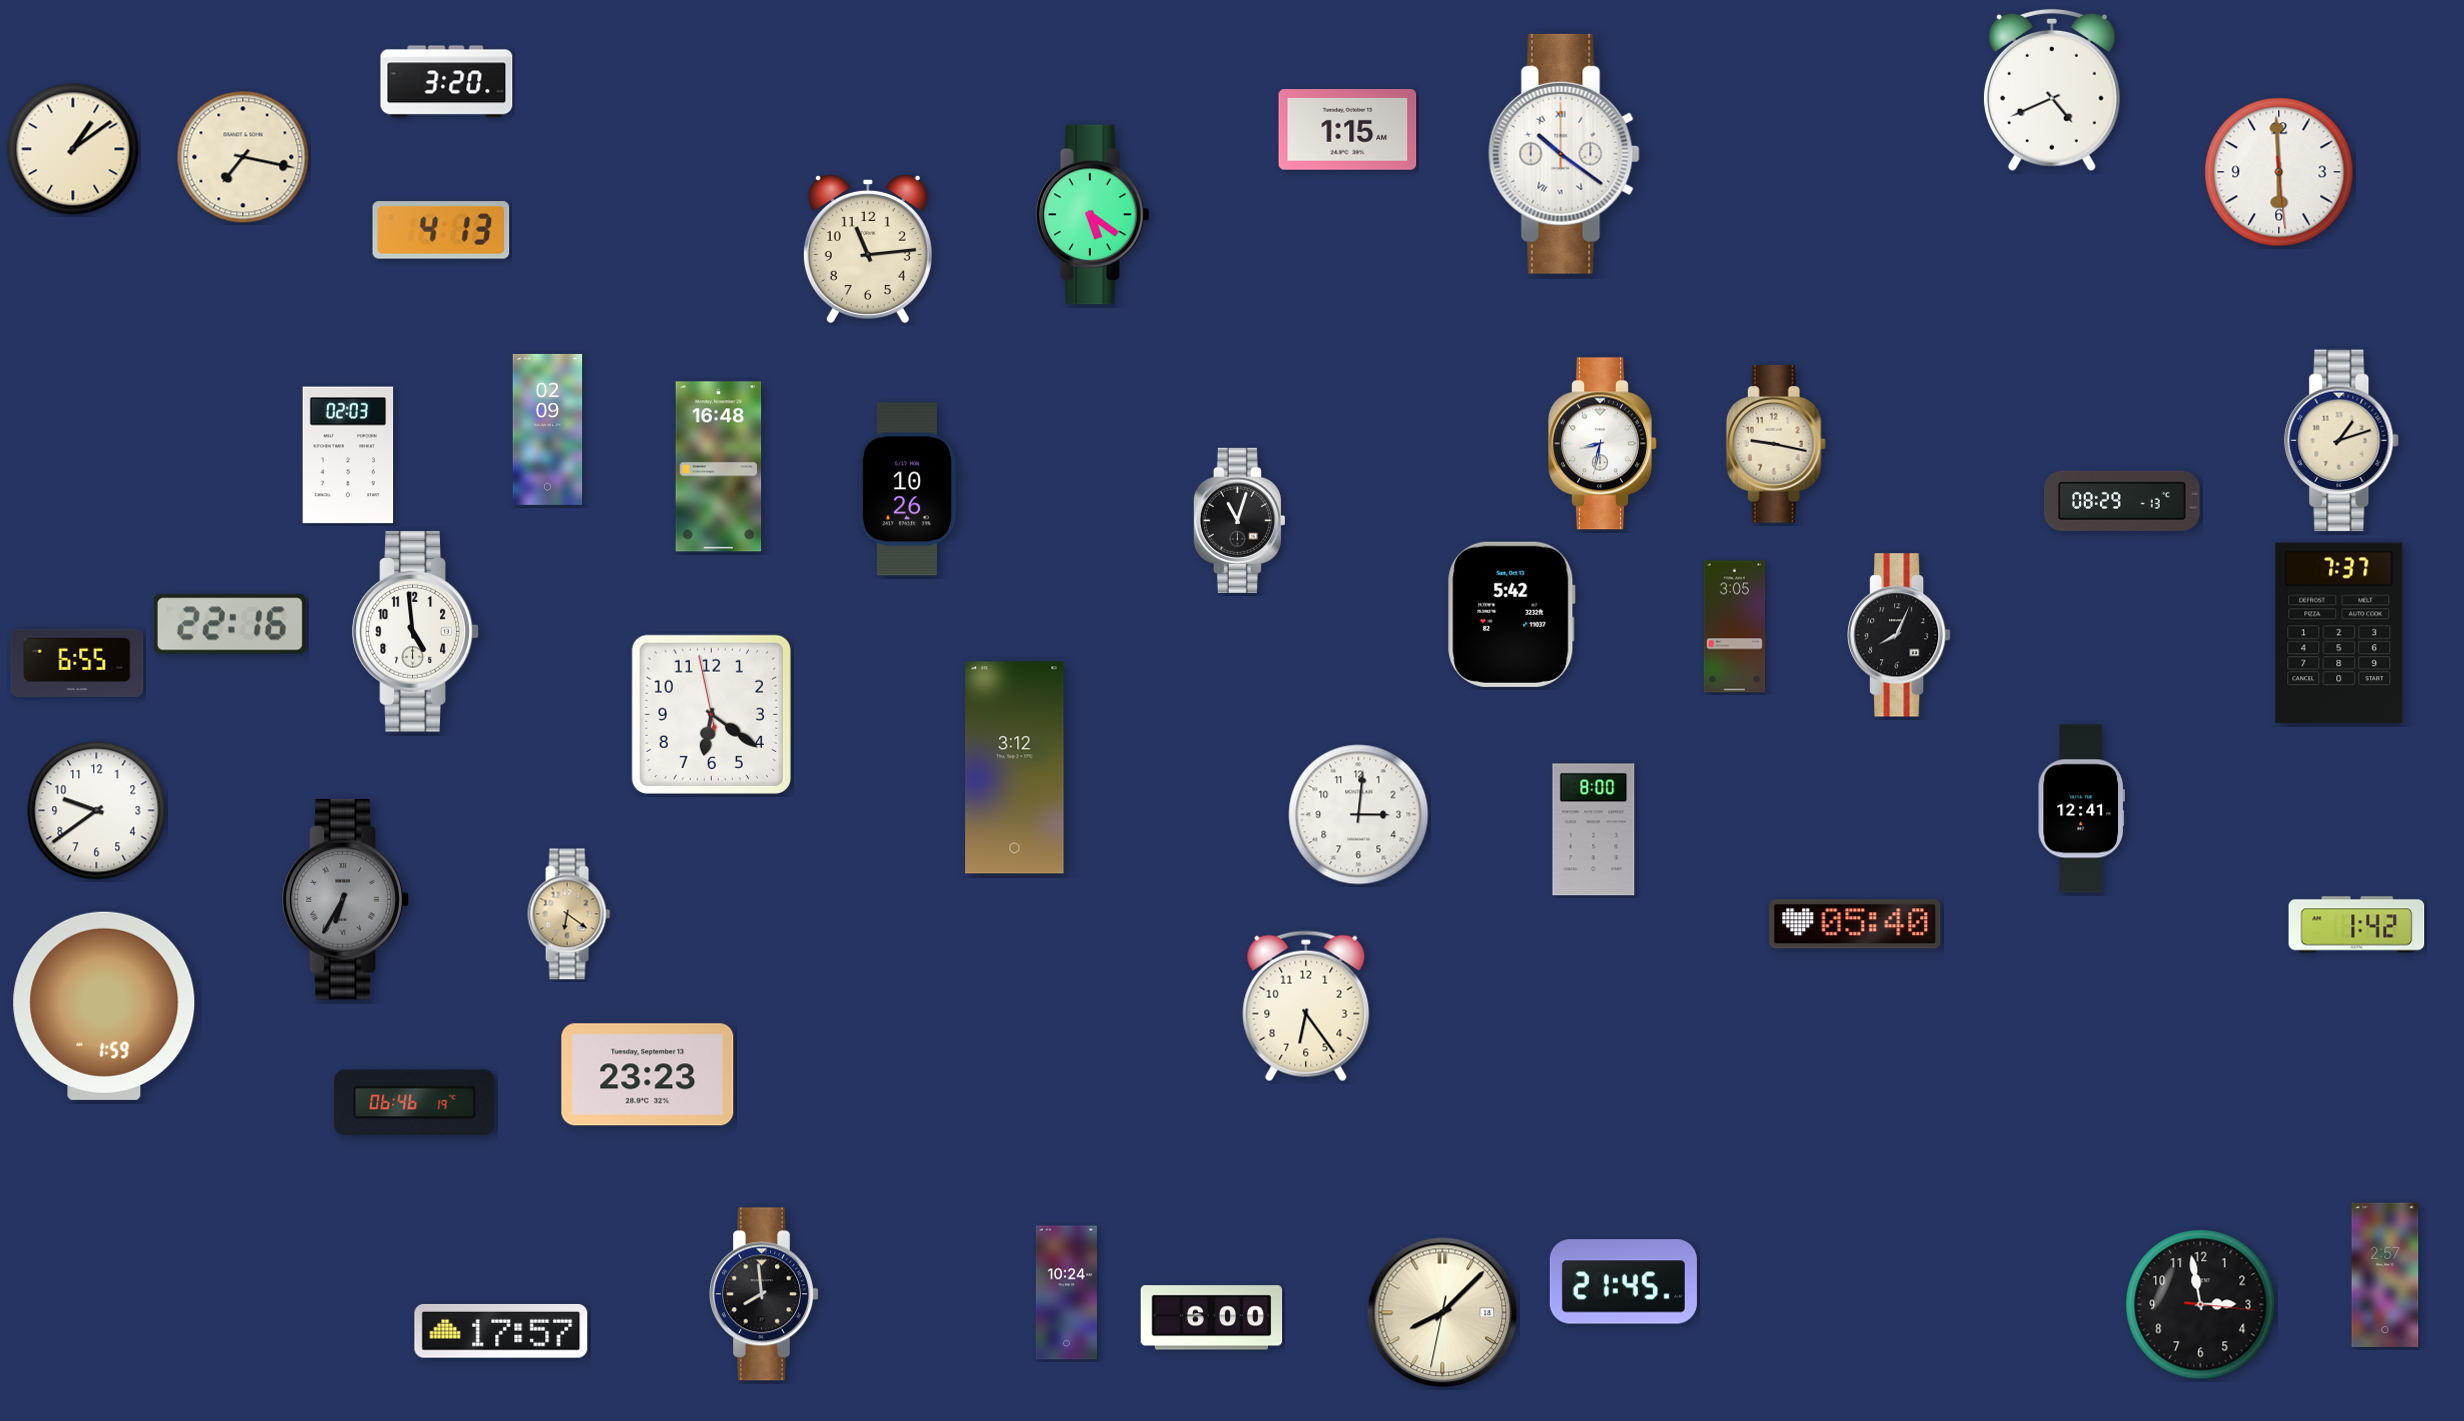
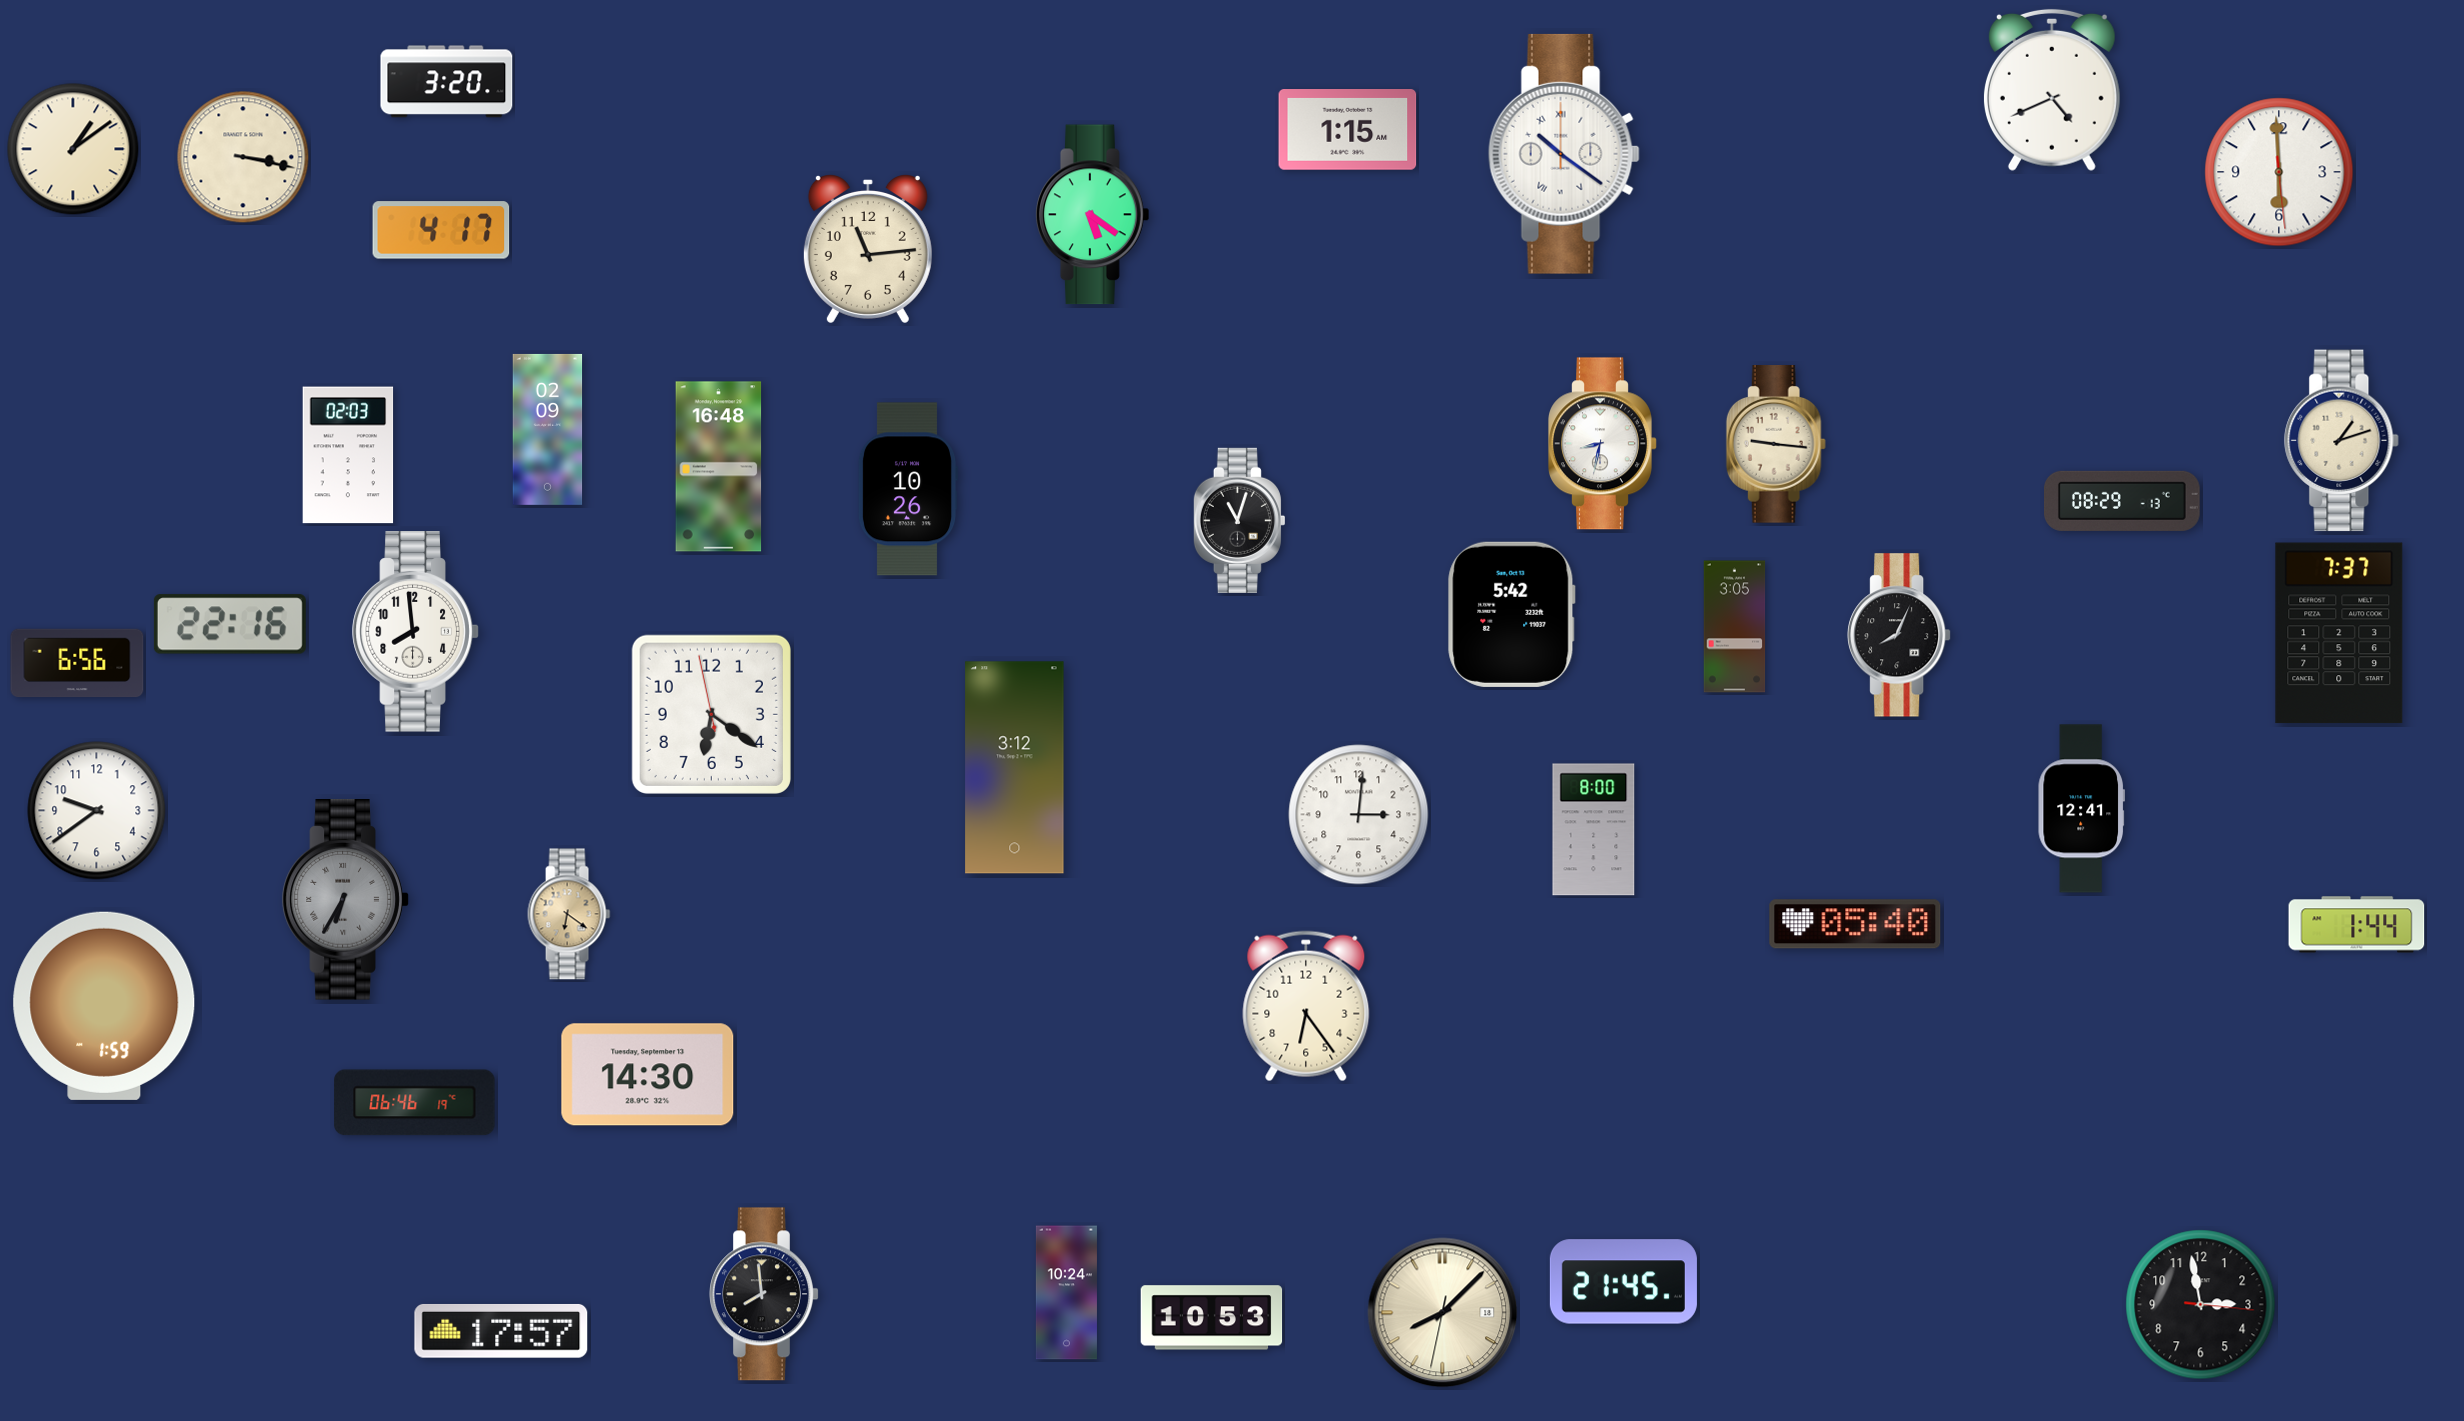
clock at (243, 157): 7:17 -> 3:17
clock at (441, 230): 4:13 -> 4:17
clock at (1776, 444): 9:17 -> 9:16
clock at (416, 632): 4:59 -> 7:59
clock at (77, 663): 6:55 -> 6:56
clock at (2357, 925): 1:42 -> 1:44
clock at (648, 1075): 23:23 -> 14:30
clock at (2385, 1274): 2:57 -> none
clock at (1212, 1318): 6:00 -> 10:53
